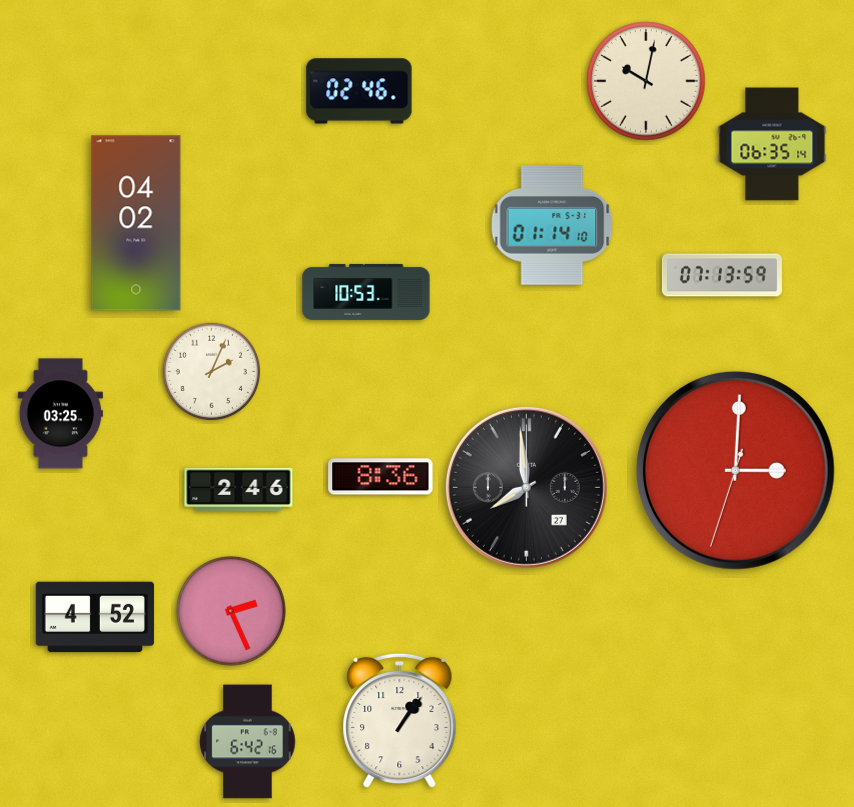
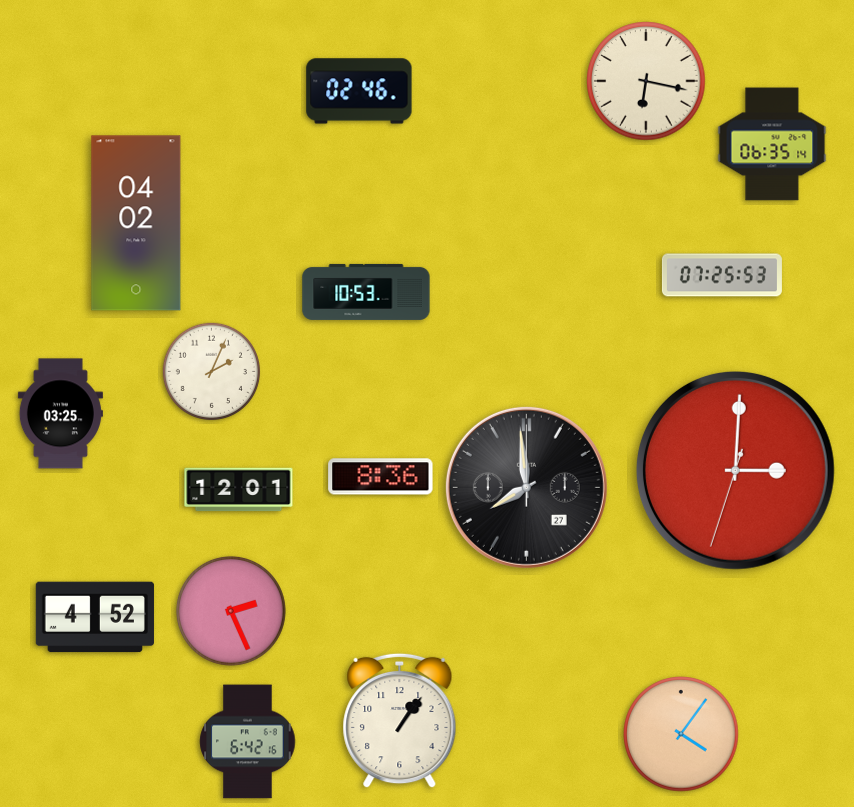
clock at (646, 81): 10:02 -> 6:17
clock at (552, 225): 01:14 -> none
clock at (722, 275): 07:13 -> 07:25
clock at (239, 490): 2:46 -> 12:01
clock at (681, 734): none -> 4:06
